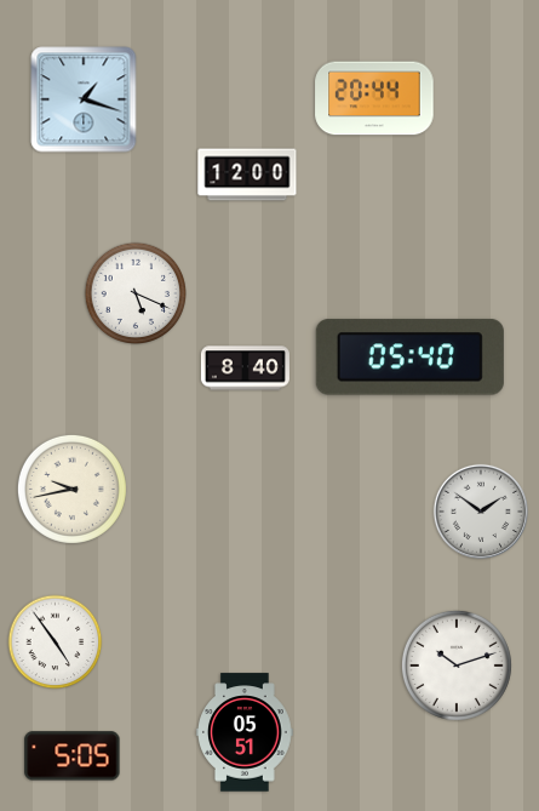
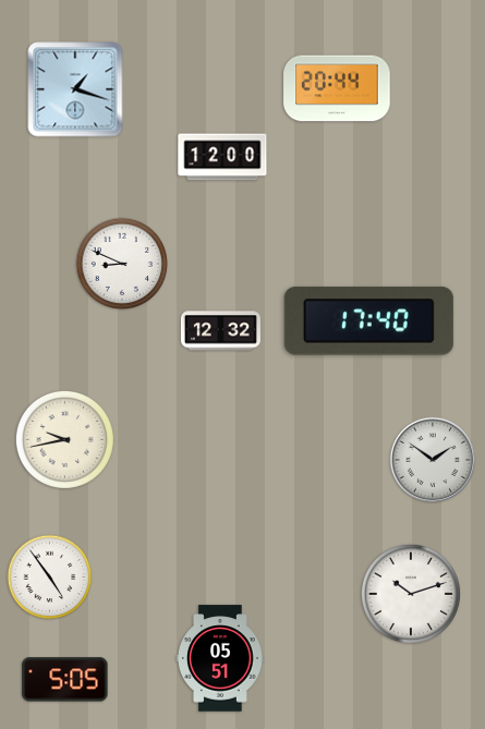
clock at (136, 293): 5:19 -> 8:49
clock at (409, 358): 05:40 -> 17:40
clock at (245, 369): 8:40 -> 12:32
clock at (457, 666) position: (457, 666) -> (411, 594)
